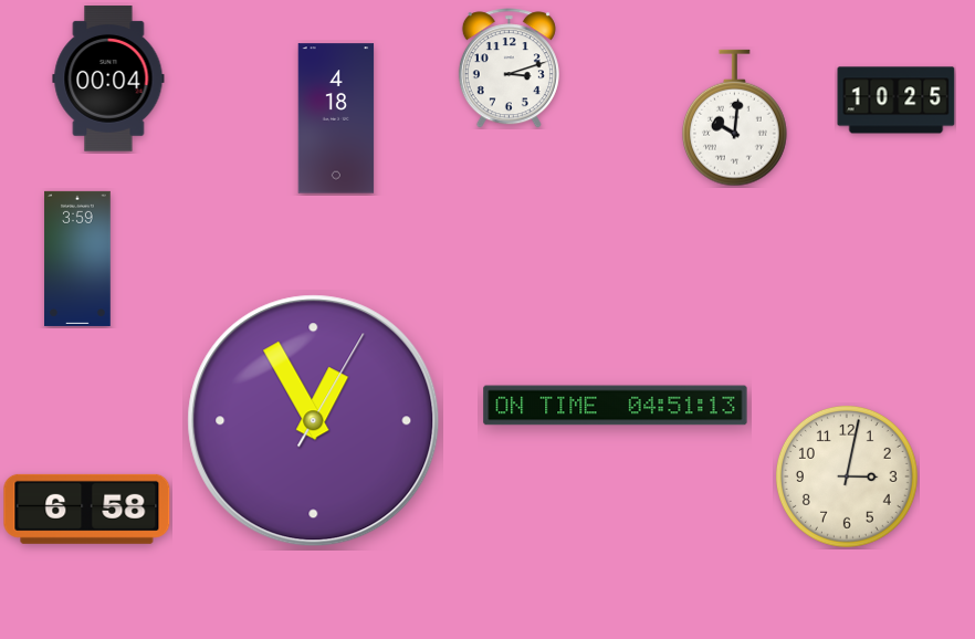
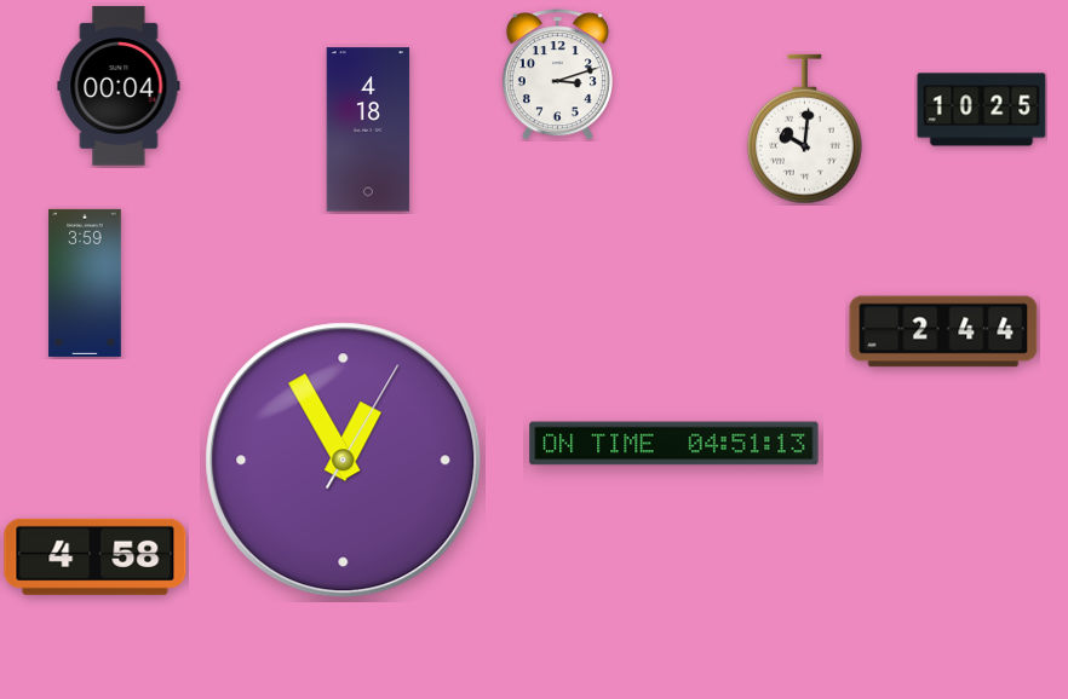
clock at (943, 331): none -> 2:44
clock at (847, 476): 3:02 -> none
clock at (87, 509): 6:58 -> 4:58
